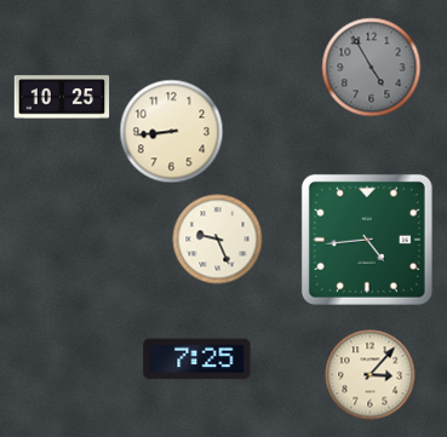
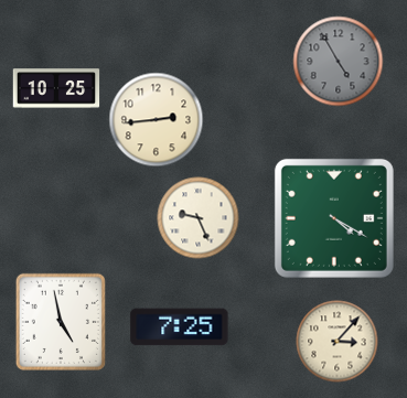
clock at (172, 132): 8:44 -> 2:44
clock at (367, 240): 4:44 -> 4:20
clock at (61, 322): none -> 4:58
